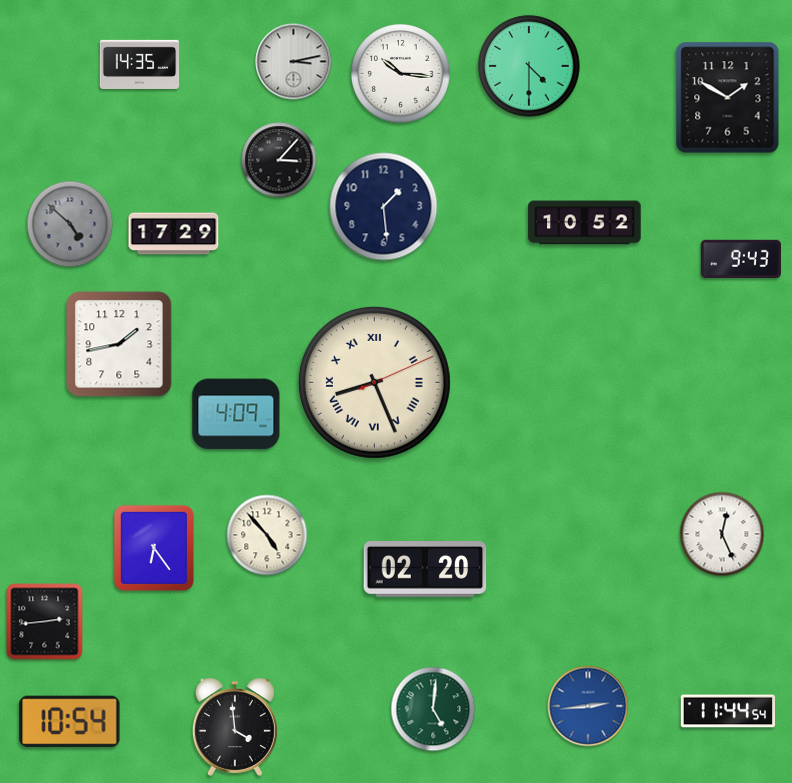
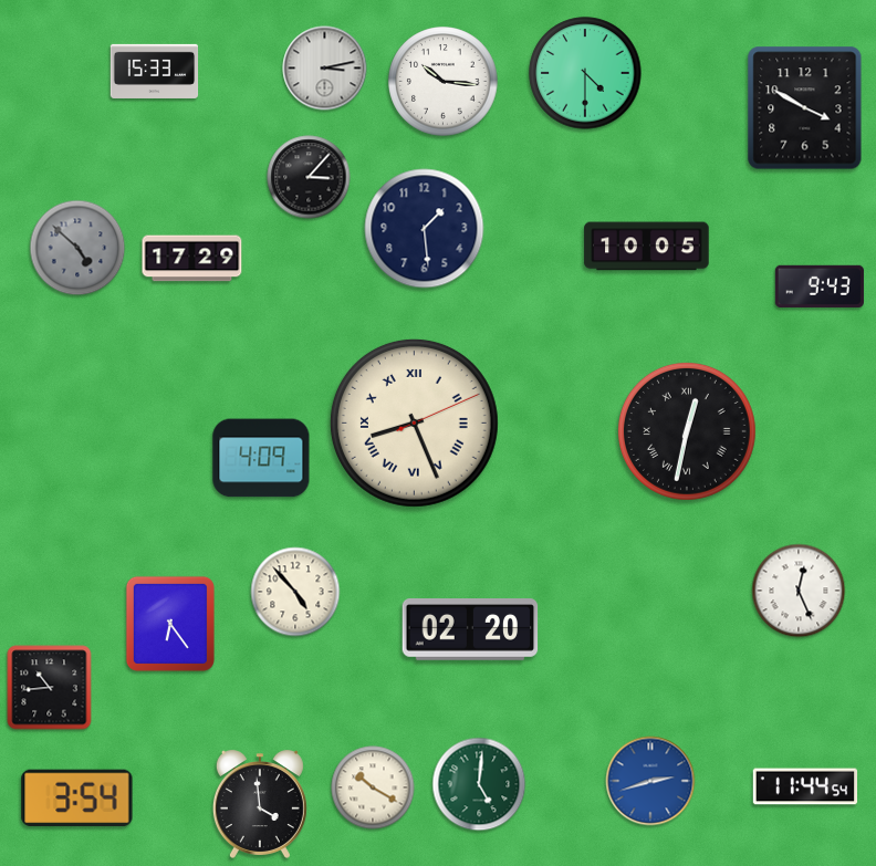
clock at (140, 64): 14:35 -> 15:33
clock at (728, 98): 1:50 -> 3:50
clock at (585, 223): 10:52 -> 10:05
clock at (119, 344): 1:43 -> none
clock at (687, 431): none -> 12:32
clock at (154, 548) position: (154, 548) -> (170, 624)
clock at (45, 622): 2:44 -> 10:44
clock at (588, 706): 2:44 -> 2:42
clock at (373, 787): none -> 10:20
clock at (70, 722): 10:54 -> 3:54
